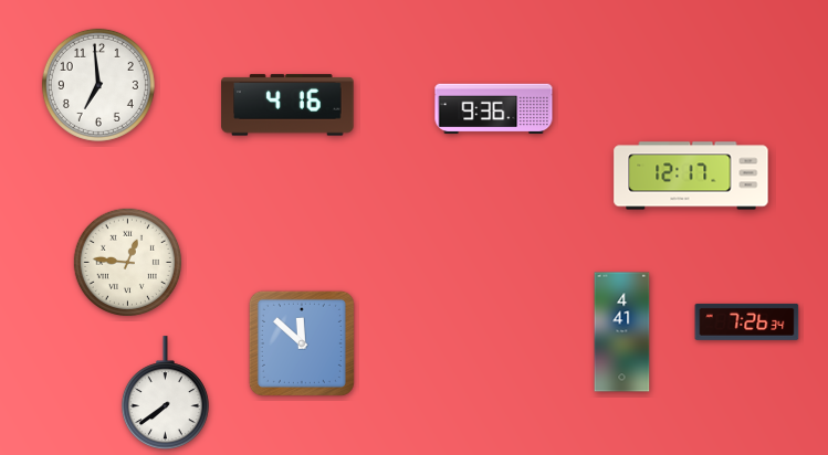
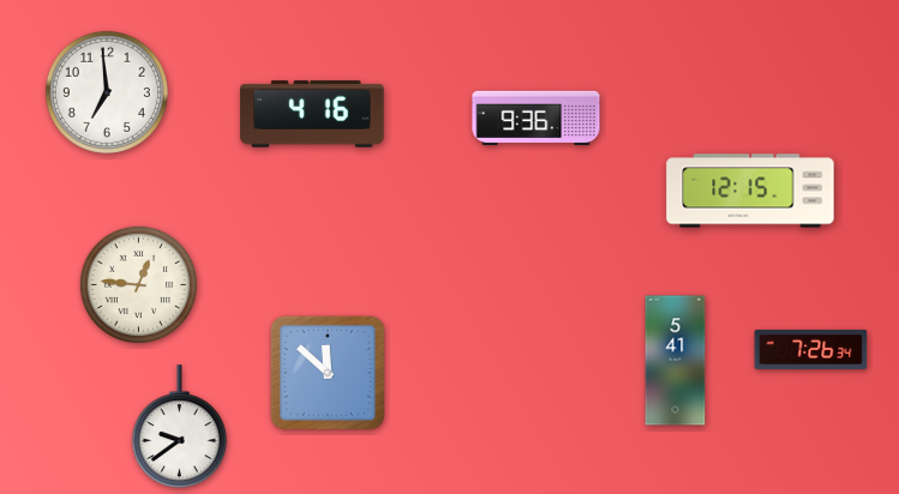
clock at (691, 176): 12:17 -> 12:15
clock at (622, 332): 4:41 -> 5:41
clock at (165, 393): 7:39 -> 9:39
